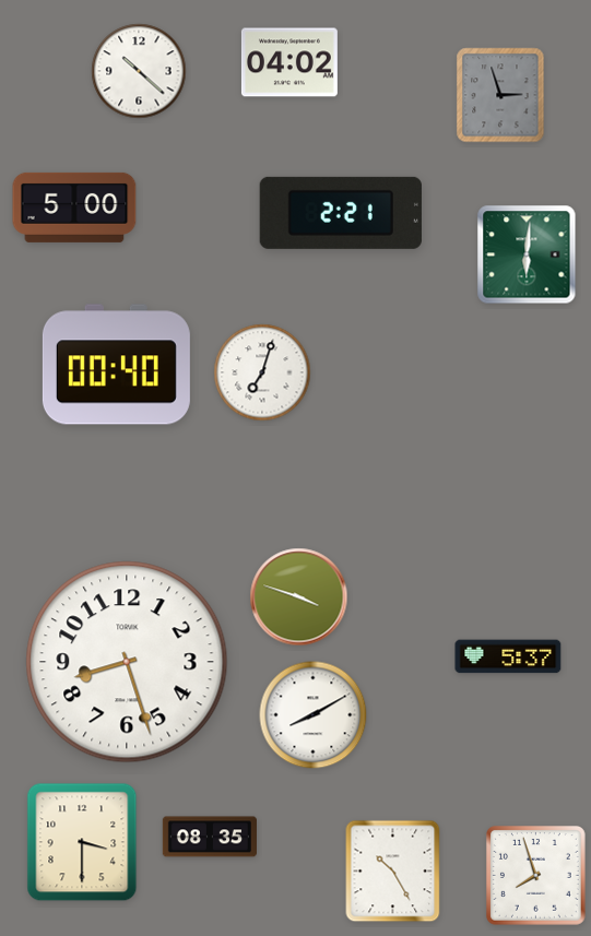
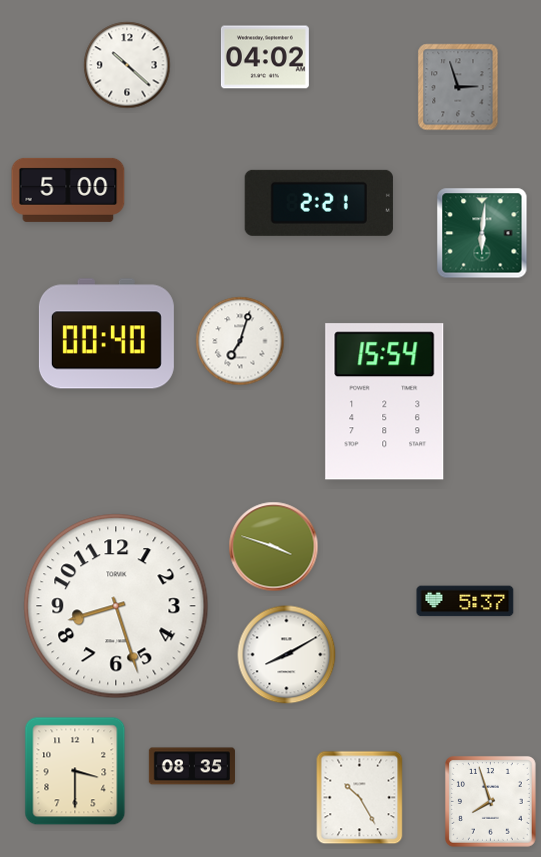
clock at (341, 213) position: (341, 213) -> (319, 203)
clock at (385, 402): none -> 15:54
